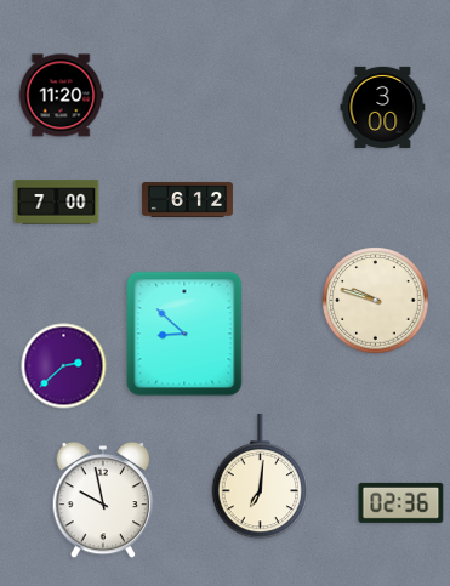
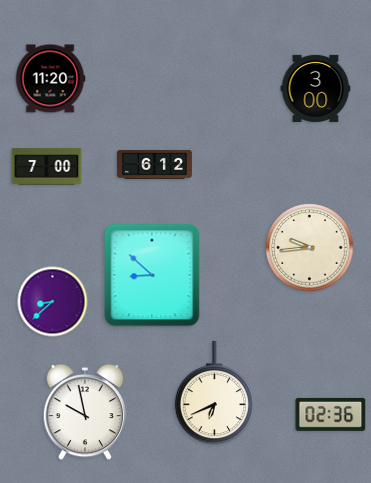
clock at (376, 301): 9:48 -> 9:44
clock at (64, 366): 2:38 -> 8:38
clock at (260, 477): 7:01 -> 6:41
